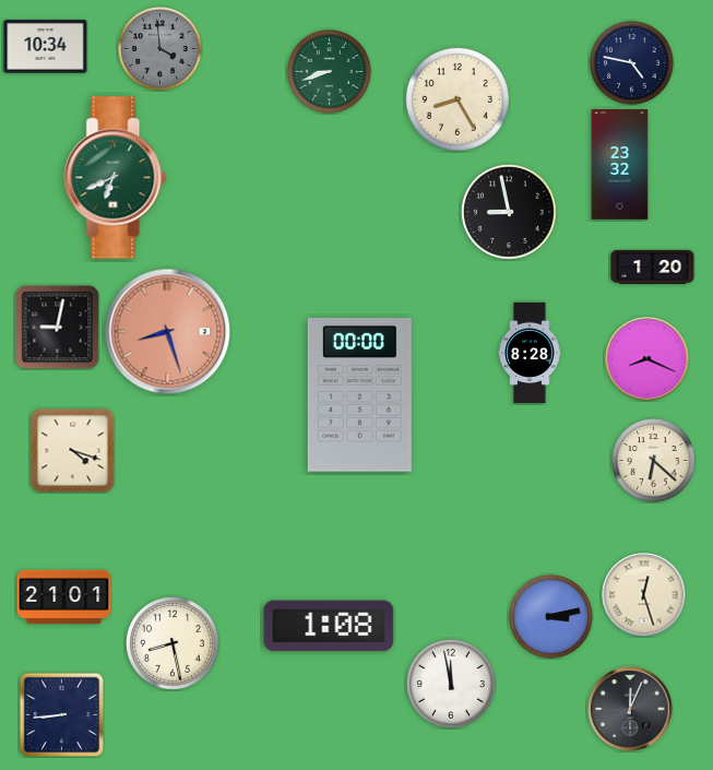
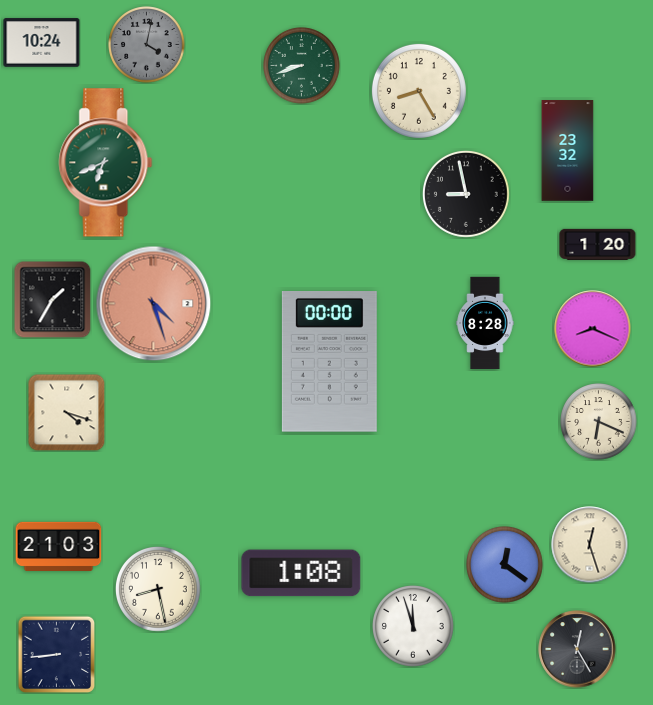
clock at (46, 47): 10:34 -> 10:24
clock at (161, 49): 3:59 -> 4:02
clock at (632, 63): 4:47 -> none
clock at (57, 328): 9:02 -> 1:35
clock at (168, 332): 8:27 -> 4:27
clock at (654, 461): 6:22 -> 6:19
clock at (64, 596): 21:01 -> 21:03
clock at (551, 617): 3:13 -> 12:21
clock at (452, 685): 11:58 -> 11:57
clock at (630, 709): 12:04 -> 12:25
